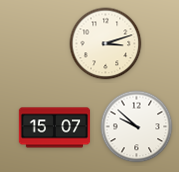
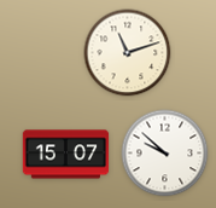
clock at (106, 44): 3:12 -> 11:12
